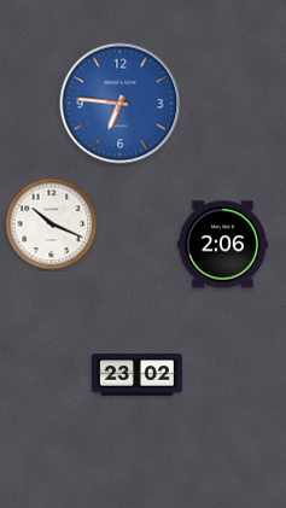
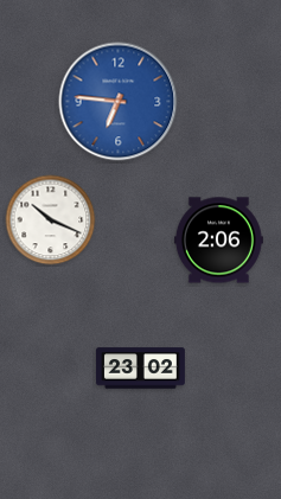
clock at (136, 375) position: (136, 375) -> (140, 369)
